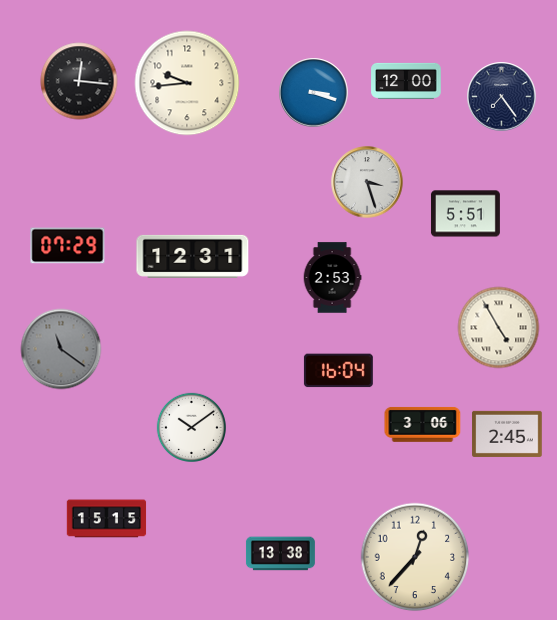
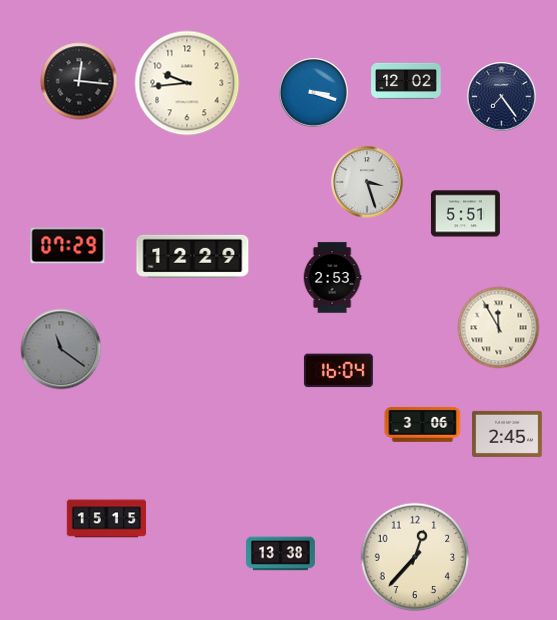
clock at (406, 81): 12:00 -> 12:02
clock at (193, 256): 12:31 -> 12:29
clock at (499, 328): 4:55 -> 11:55
clock at (191, 427): 10:09 -> none
